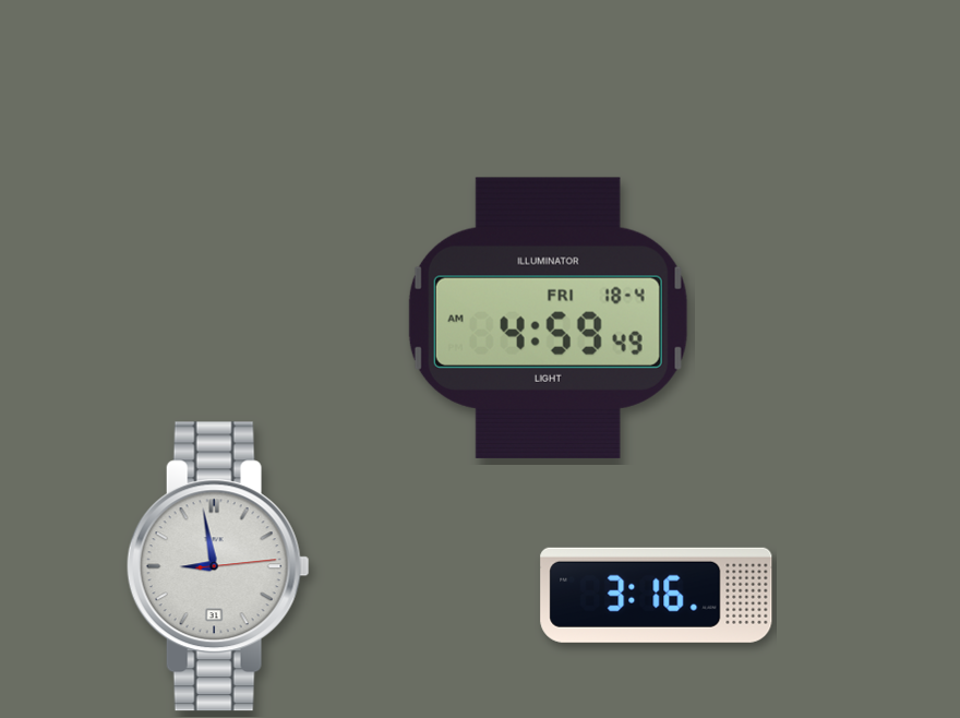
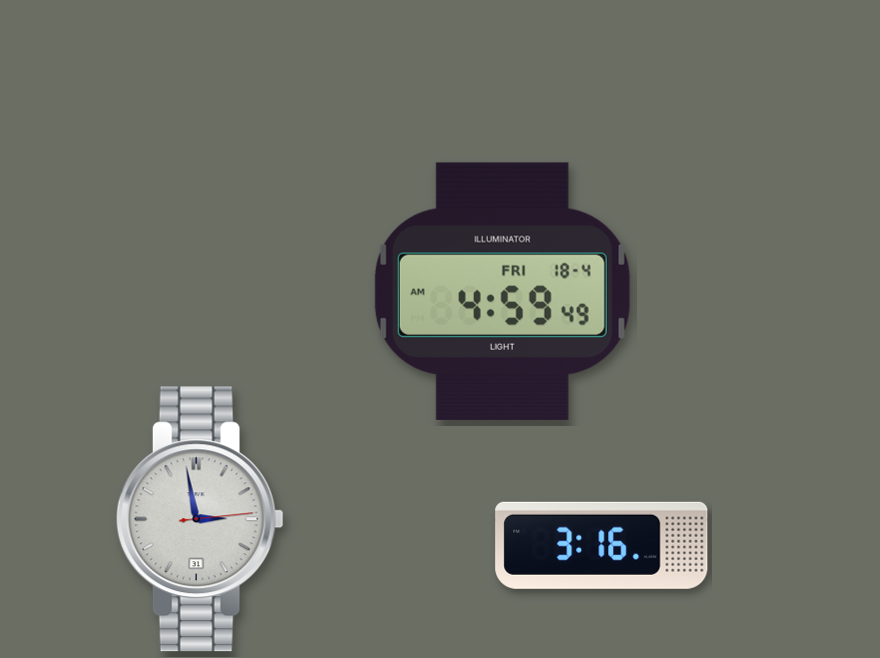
clock at (218, 566): 8:58 -> 2:58
